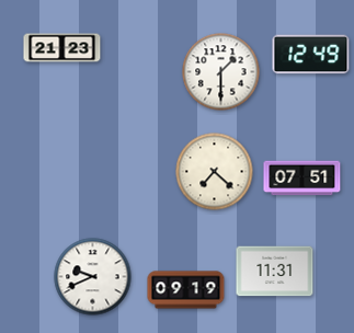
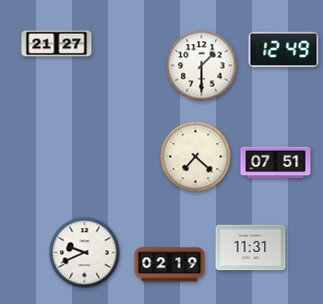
clock at (62, 48): 21:23 -> 21:27
clock at (186, 290): 09:19 -> 02:19
